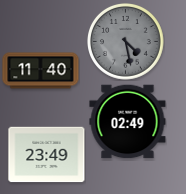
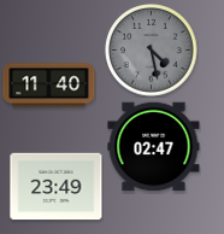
clock at (128, 122): 02:49 -> 02:47
